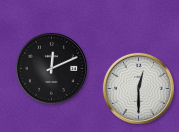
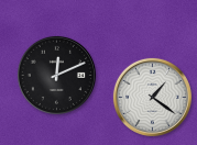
clock at (138, 88): 12:30 -> 1:21
